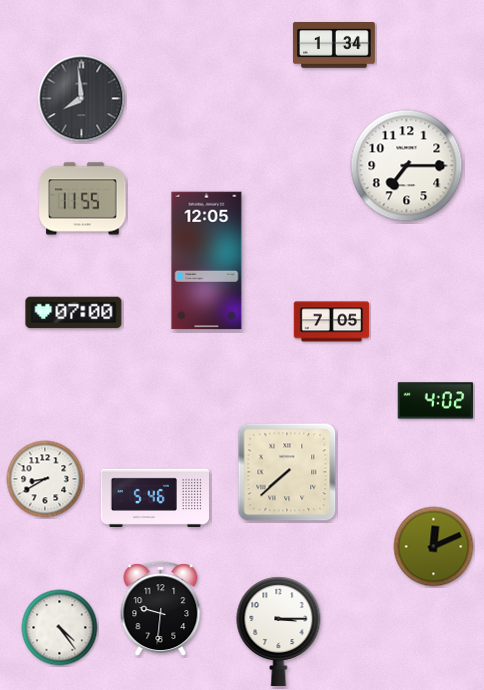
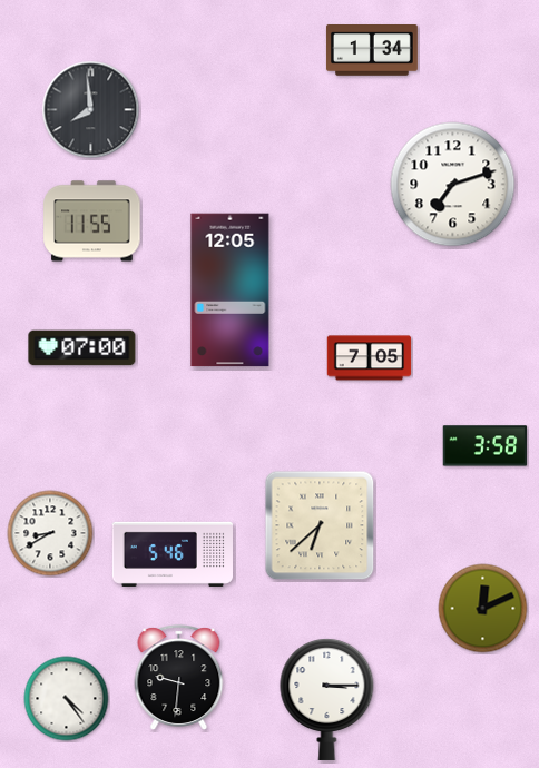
clock at (407, 166): 7:15 -> 7:12
clock at (436, 401): 4:02 -> 3:58
clock at (287, 472): 7:38 -> 6:38
clock at (279, 632) position: (279, 632) -> (327, 700)
